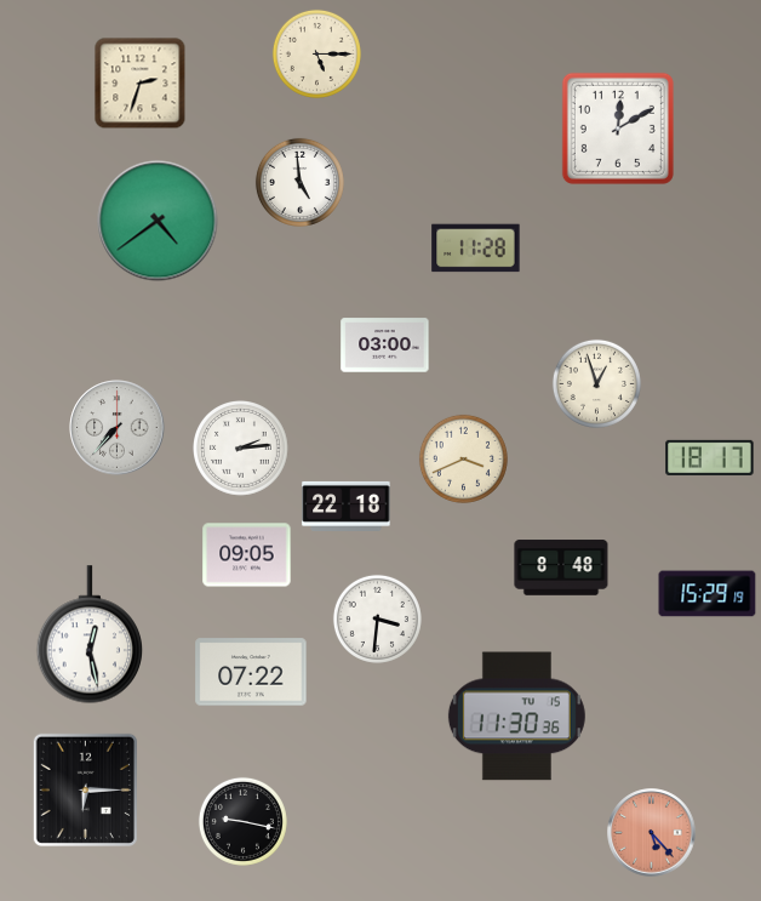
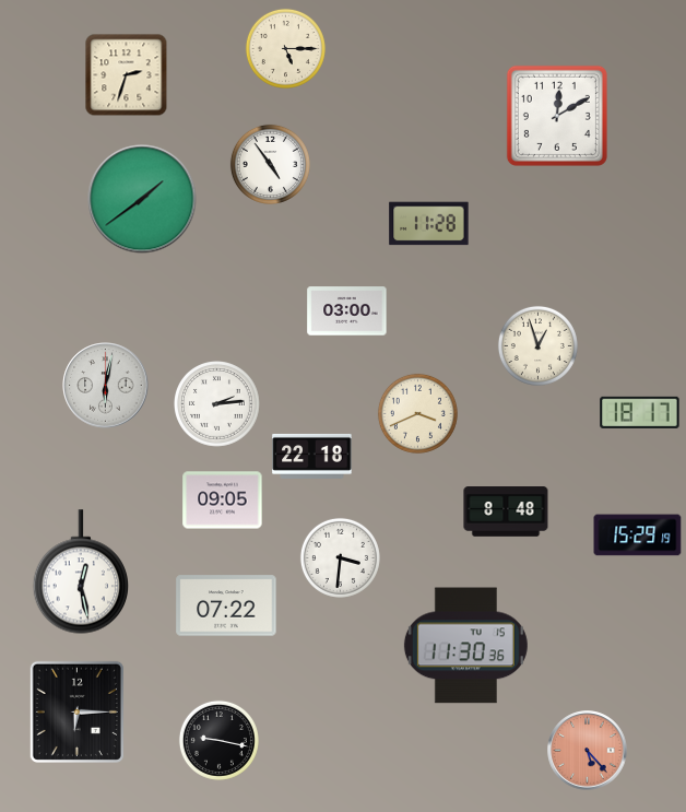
clock at (299, 182): 4:59 -> 4:54
clock at (158, 221): 4:39 -> 1:39
clock at (118, 428): 7:37 -> 6:02
